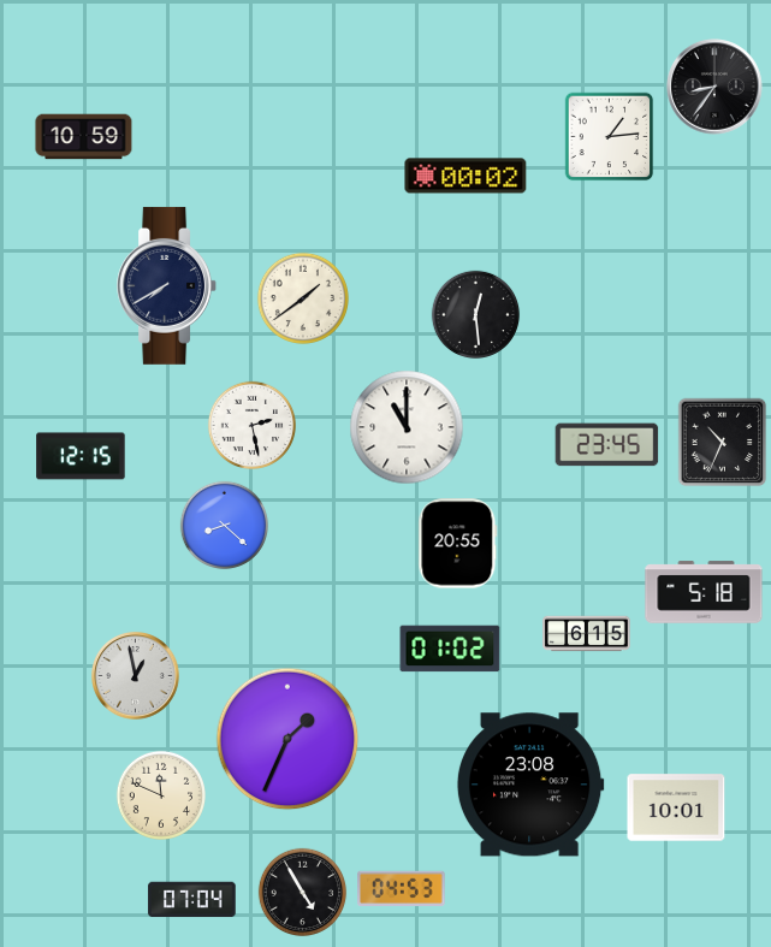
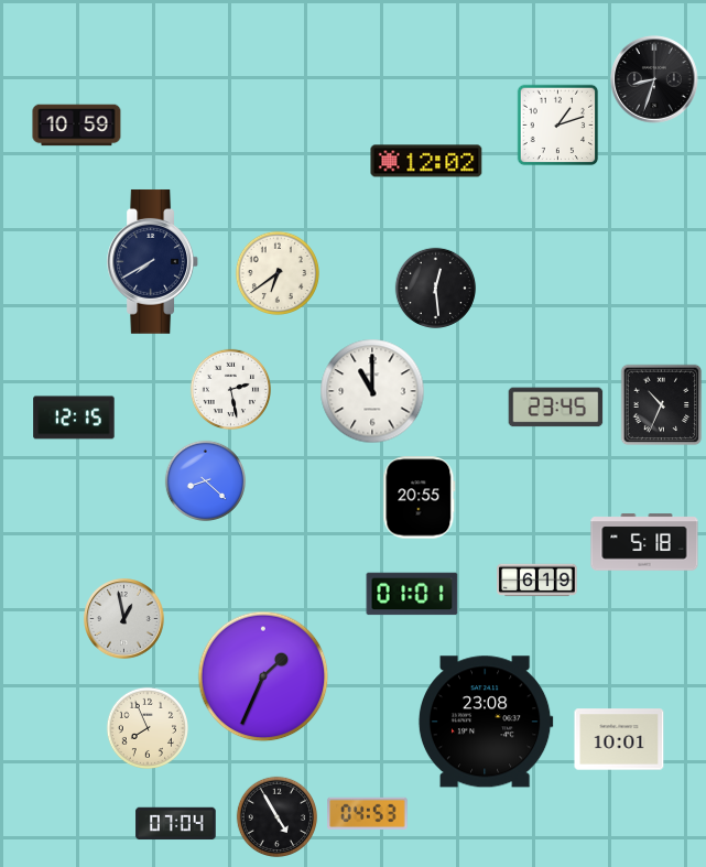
clock at (714, 87): 8:36 -> 8:33
clock at (610, 137): 1:14 -> 1:12
clock at (465, 176): 00:02 -> 12:02
clock at (303, 298): 1:39 -> 6:39
clock at (587, 634): 6:15 -> 6:19
clock at (450, 649): 01:02 -> 01:01
clock at (530, 785) position: (530, 785) -> (486, 722)
clock at (160, 794): 11:49 -> 7:56
